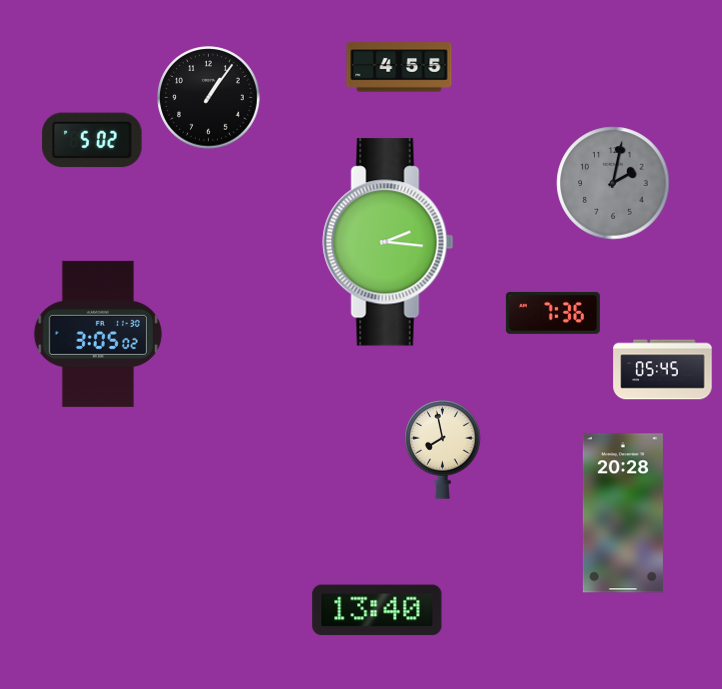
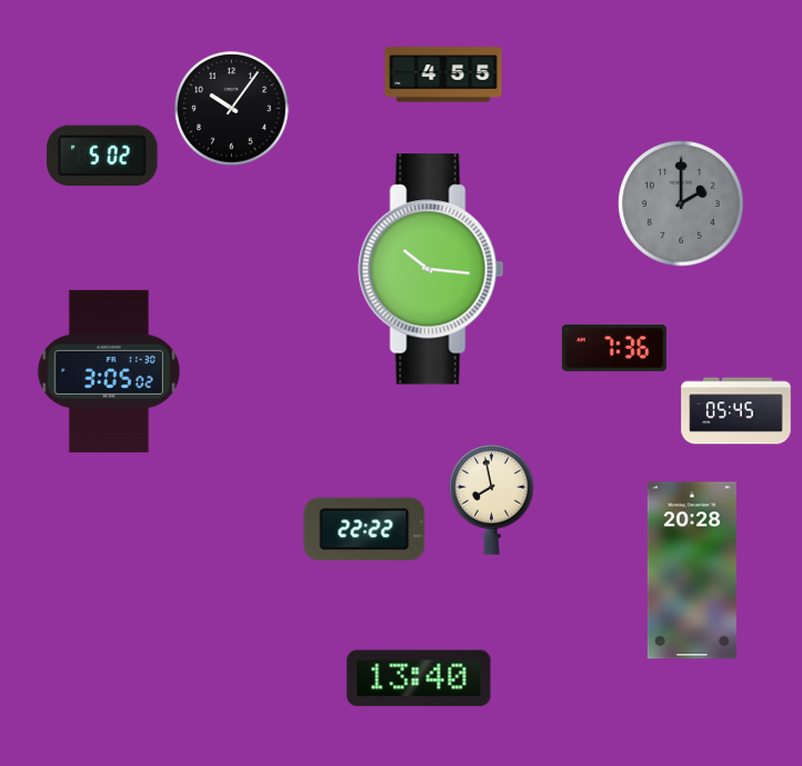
clock at (209, 98): 1:06 -> 10:06
clock at (613, 183): 2:02 -> 2:00
clock at (388, 242): 2:16 -> 10:16
clock at (364, 529): none -> 22:22
